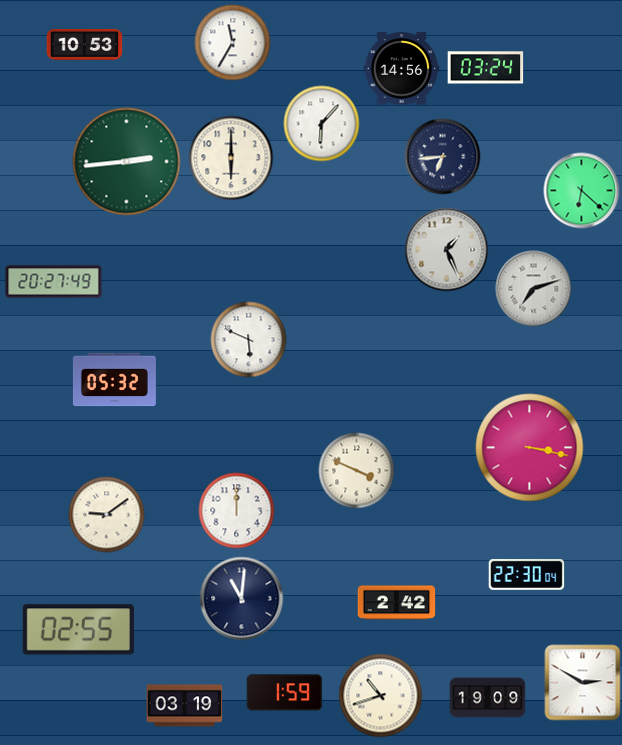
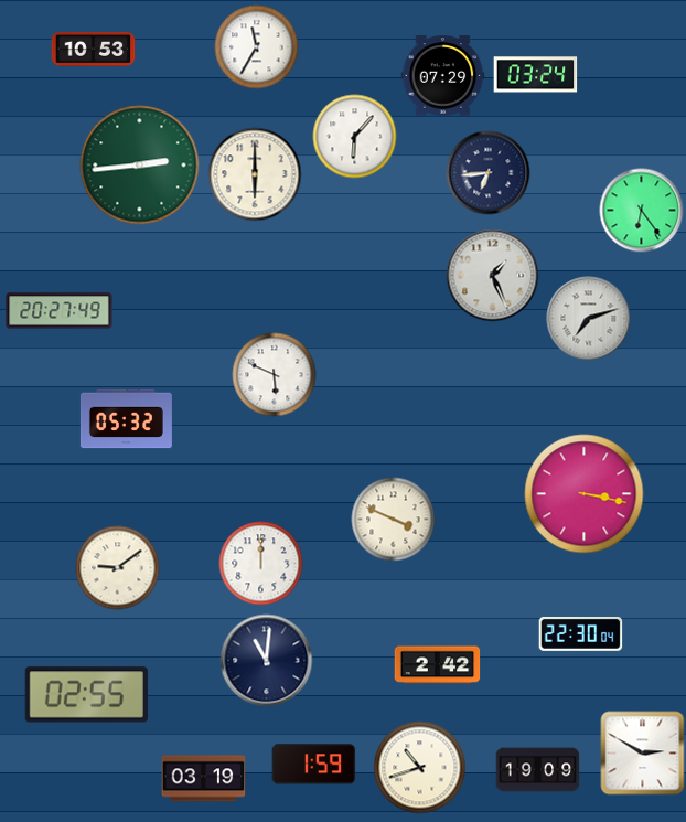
clock at (402, 69): 14:56 -> 07:29
clock at (127, 162) position: (127, 162) -> (140, 166)
clock at (582, 191): 6:22 -> 6:24
